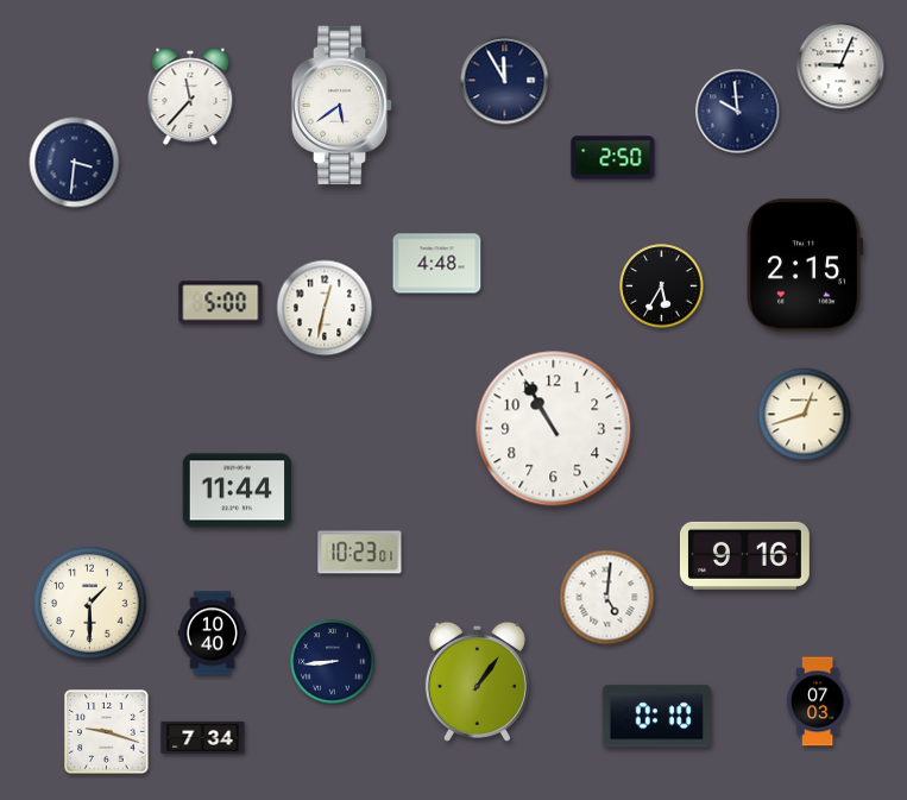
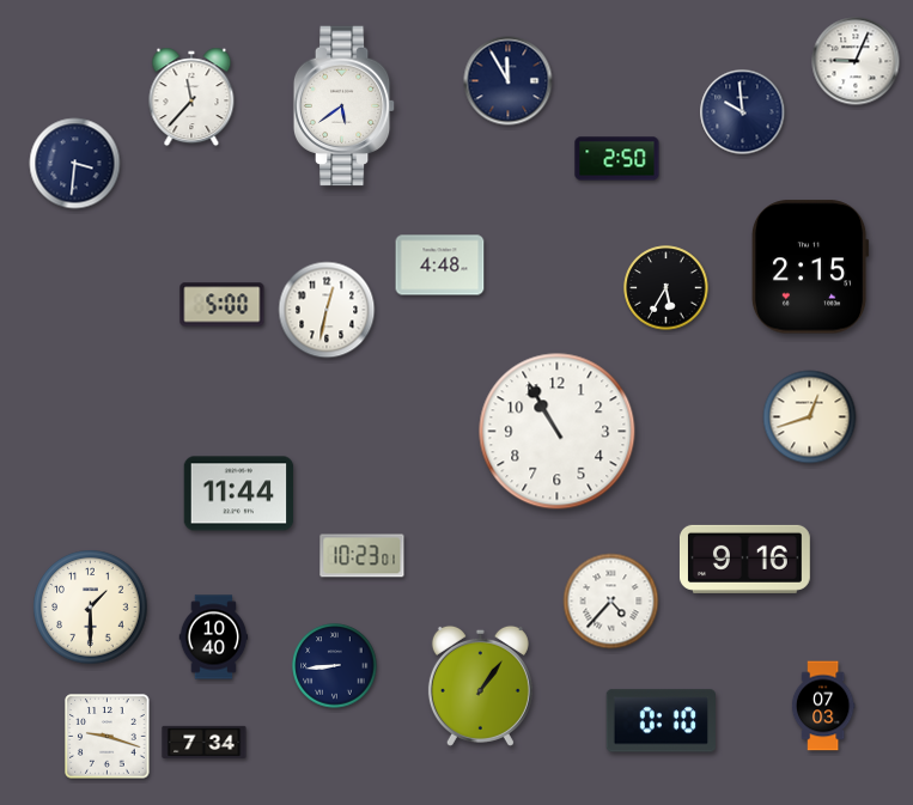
clock at (840, 65) position: (840, 65) -> (856, 61)
clock at (744, 555) position: (744, 555) -> (744, 559)
clock at (607, 598): 5:01 -> 4:37
